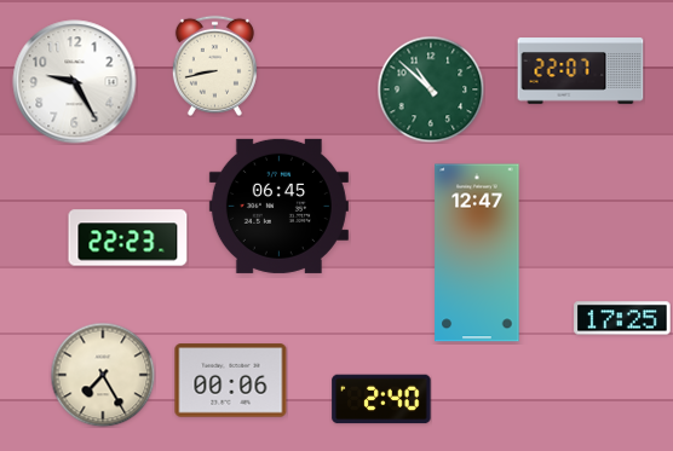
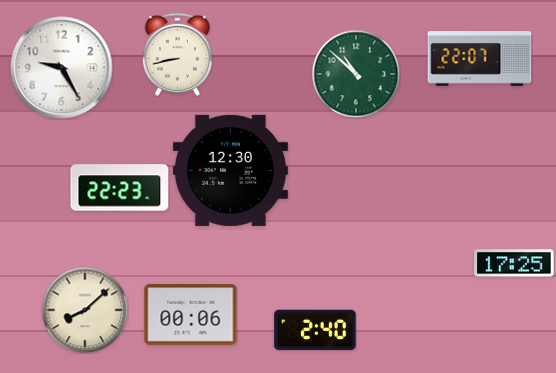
clock at (278, 206): 06:45 -> 12:30
clock at (128, 238) position: (128, 238) -> (120, 188)
clock at (477, 253): 12:47 -> none
clock at (103, 375): 7:25 -> 8:08
